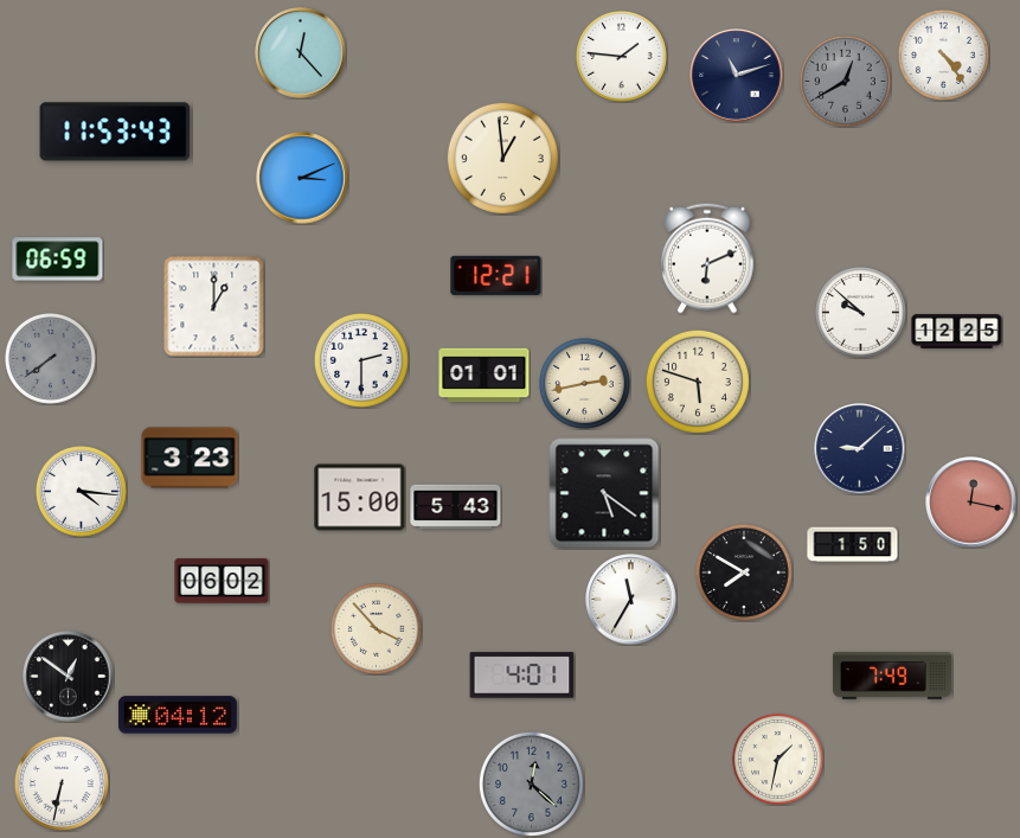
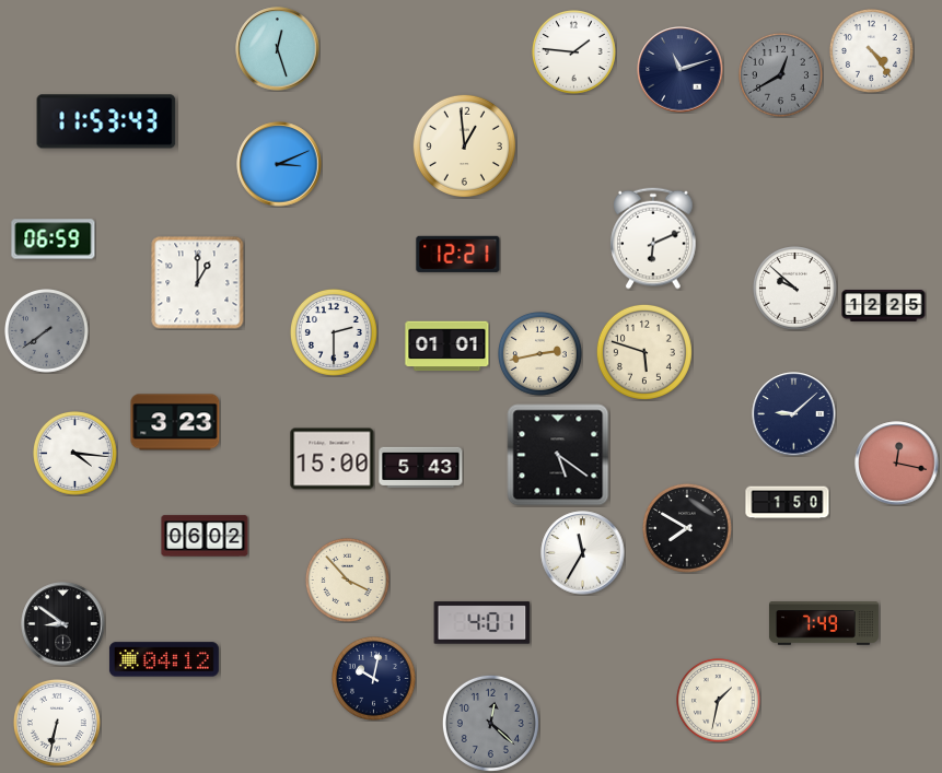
clock at (301, 53): 12:23 -> 12:27
clock at (69, 677): 12:51 -> 8:51
clock at (374, 679): none -> 10:02
